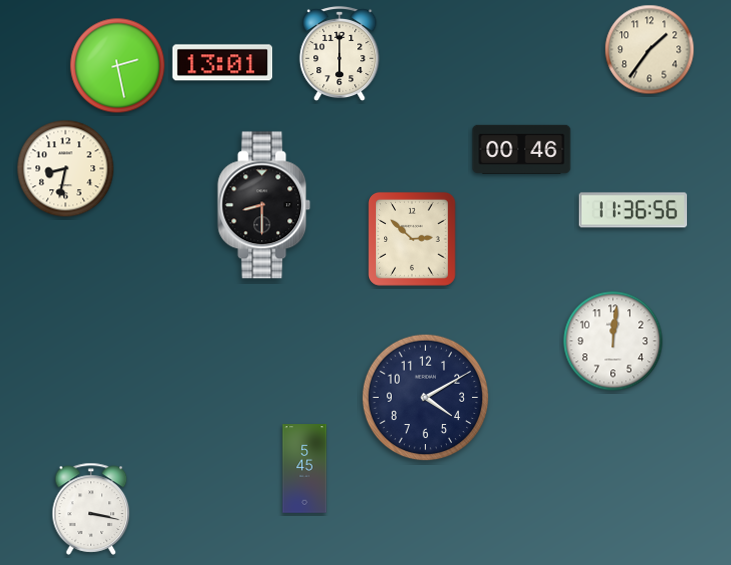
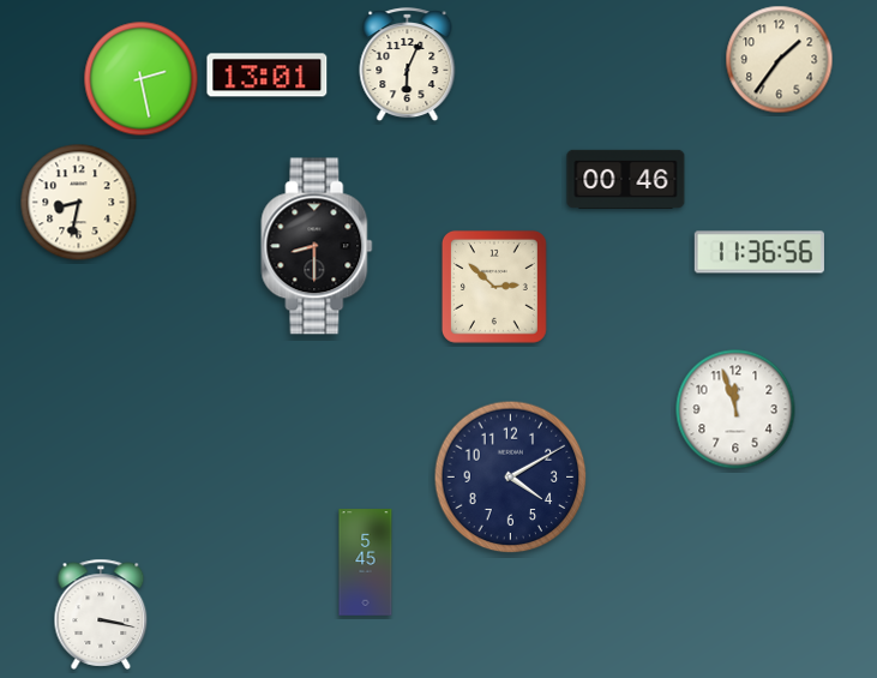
clock at (340, 54): 6:00 -> 6:04
clock at (613, 341): 12:01 -> 11:57
clock at (91, 509) position: (91, 509) -> (101, 614)
